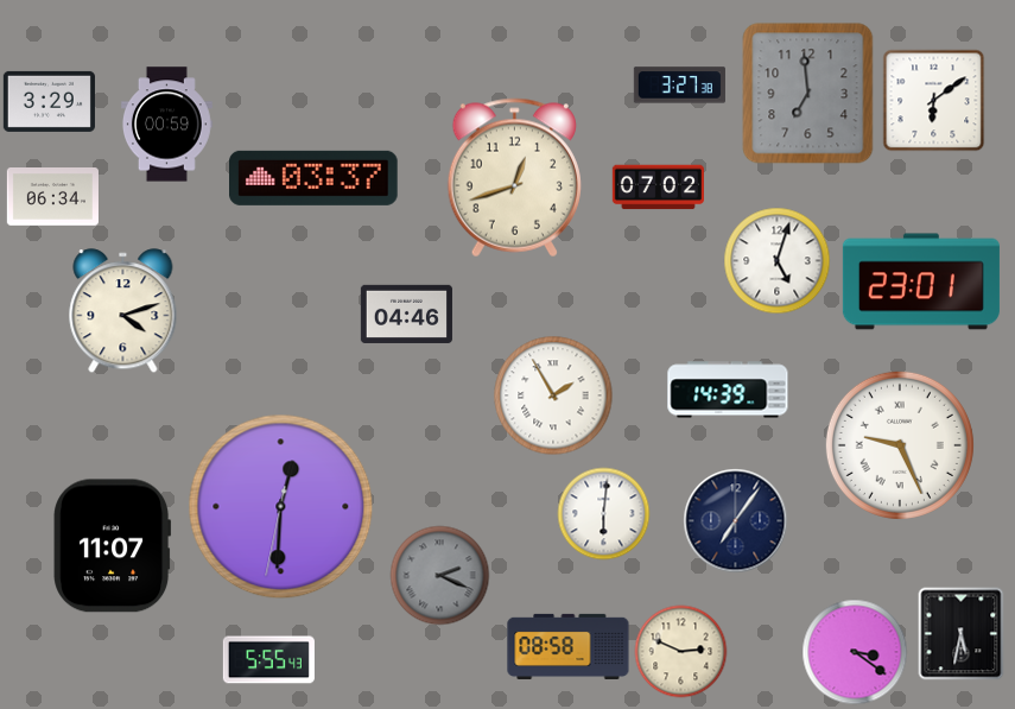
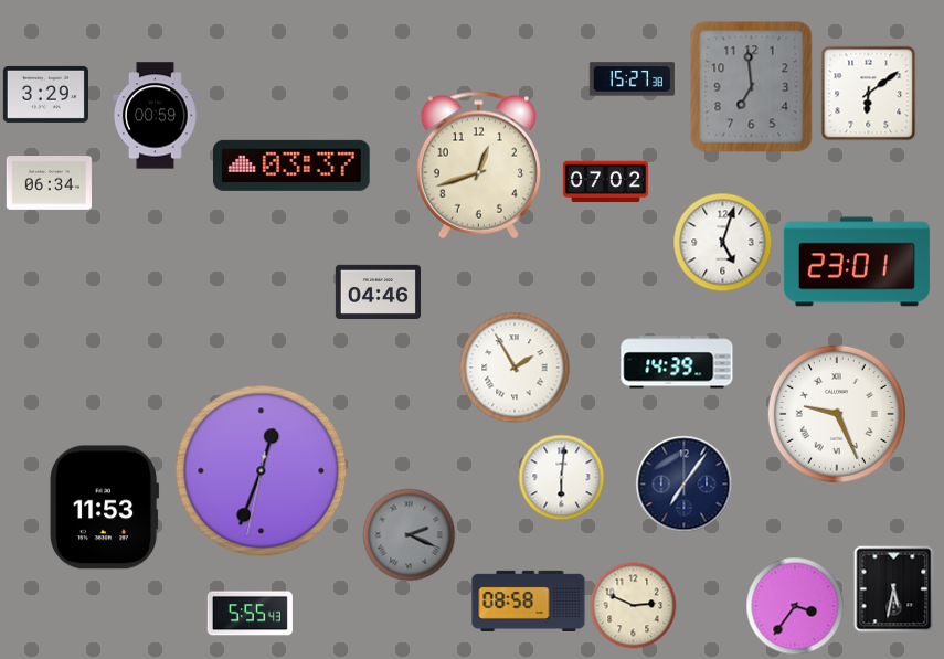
clock at (679, 86): 3:27 -> 15:27
clock at (658, 188) position: (658, 188) -> (605, 182)
clock at (123, 311): 4:12 -> none
clock at (281, 507): 12:30 -> 12:33
clock at (113, 546): 11:07 -> 11:53
clock at (855, 652): 3:21 -> 3:36
